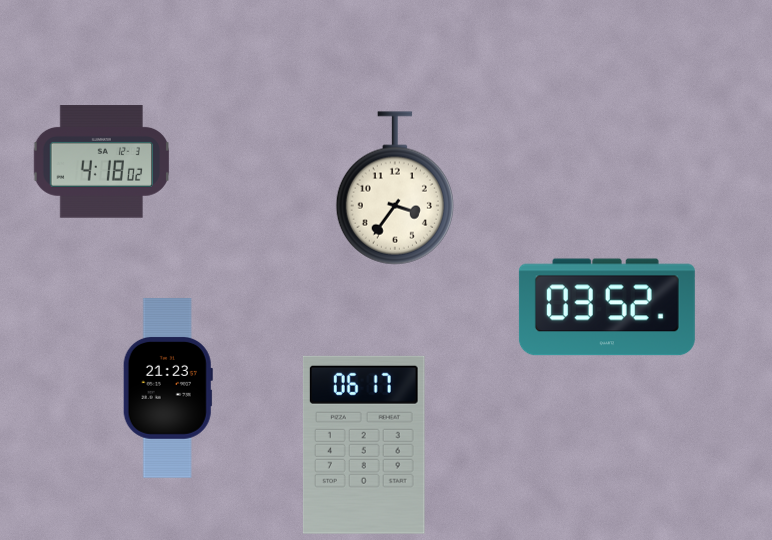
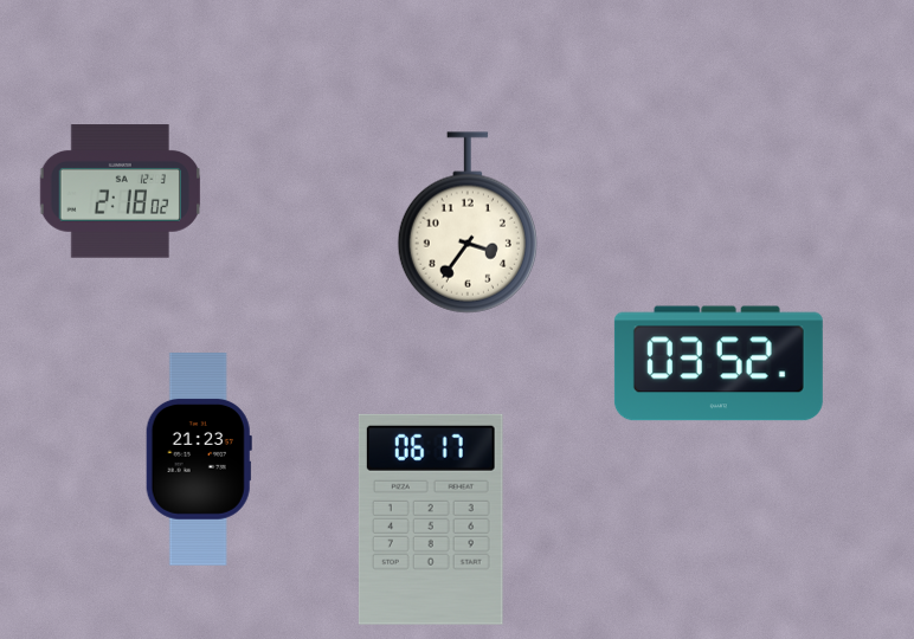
clock at (101, 162): 4:18 -> 2:18
clock at (364, 445) position: (364, 445) -> (431, 519)
